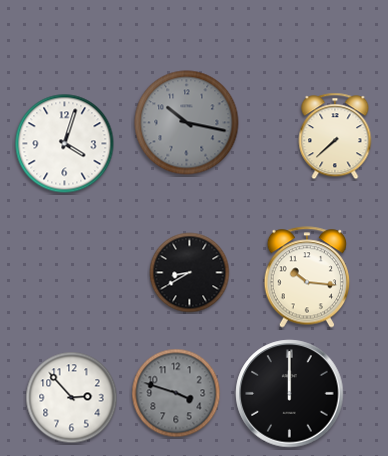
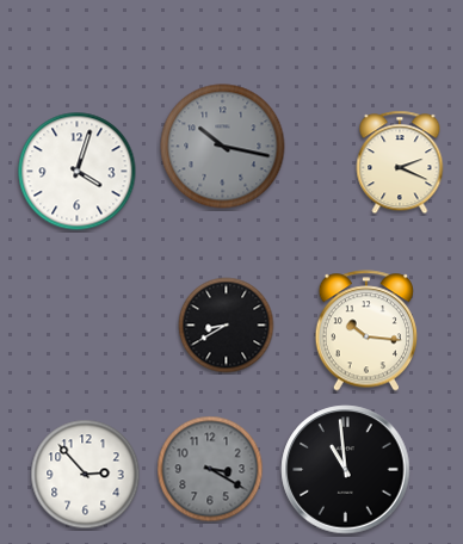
clock at (335, 136): 7:38 -> 2:19
clock at (176, 393): 3:48 -> 3:20
clock at (290, 394): 12:00 -> 10:59
